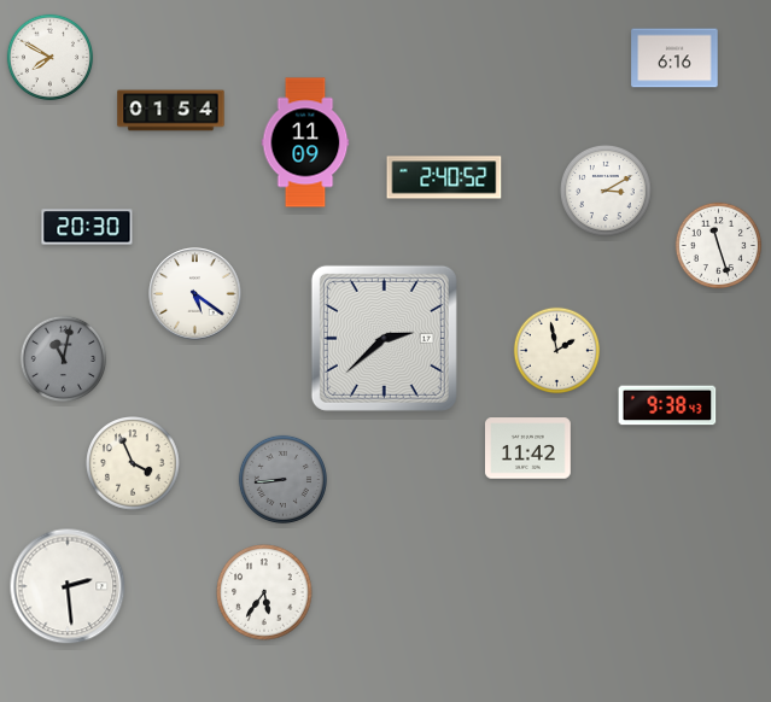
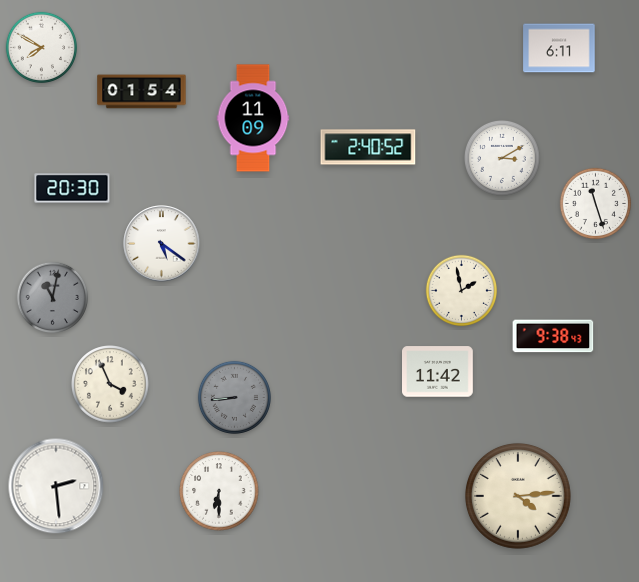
clock at (674, 58): 6:16 -> 6:11
clock at (384, 338): 2:38 -> none
clock at (264, 592): 5:36 -> 6:30
clock at (518, 496): none -> 4:14
